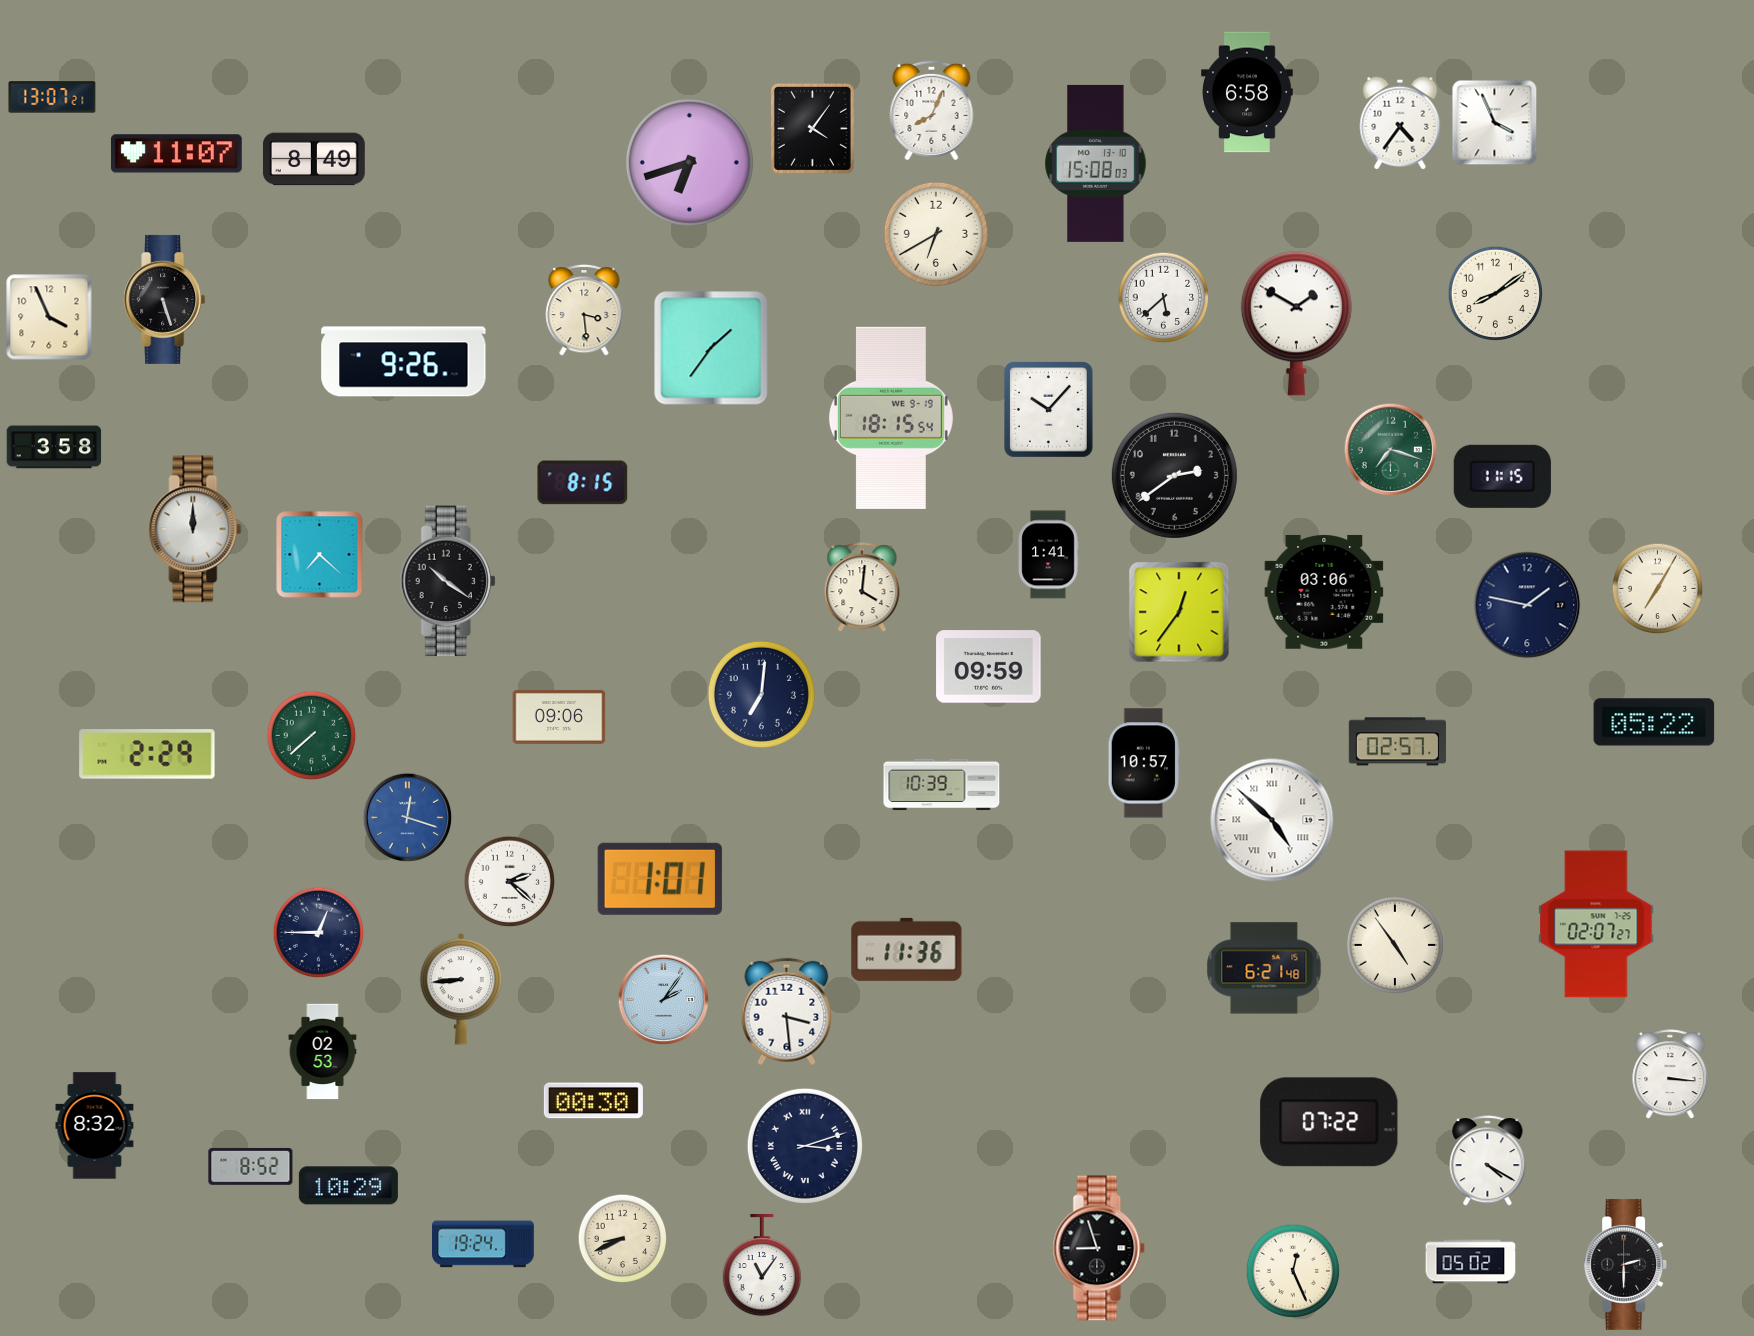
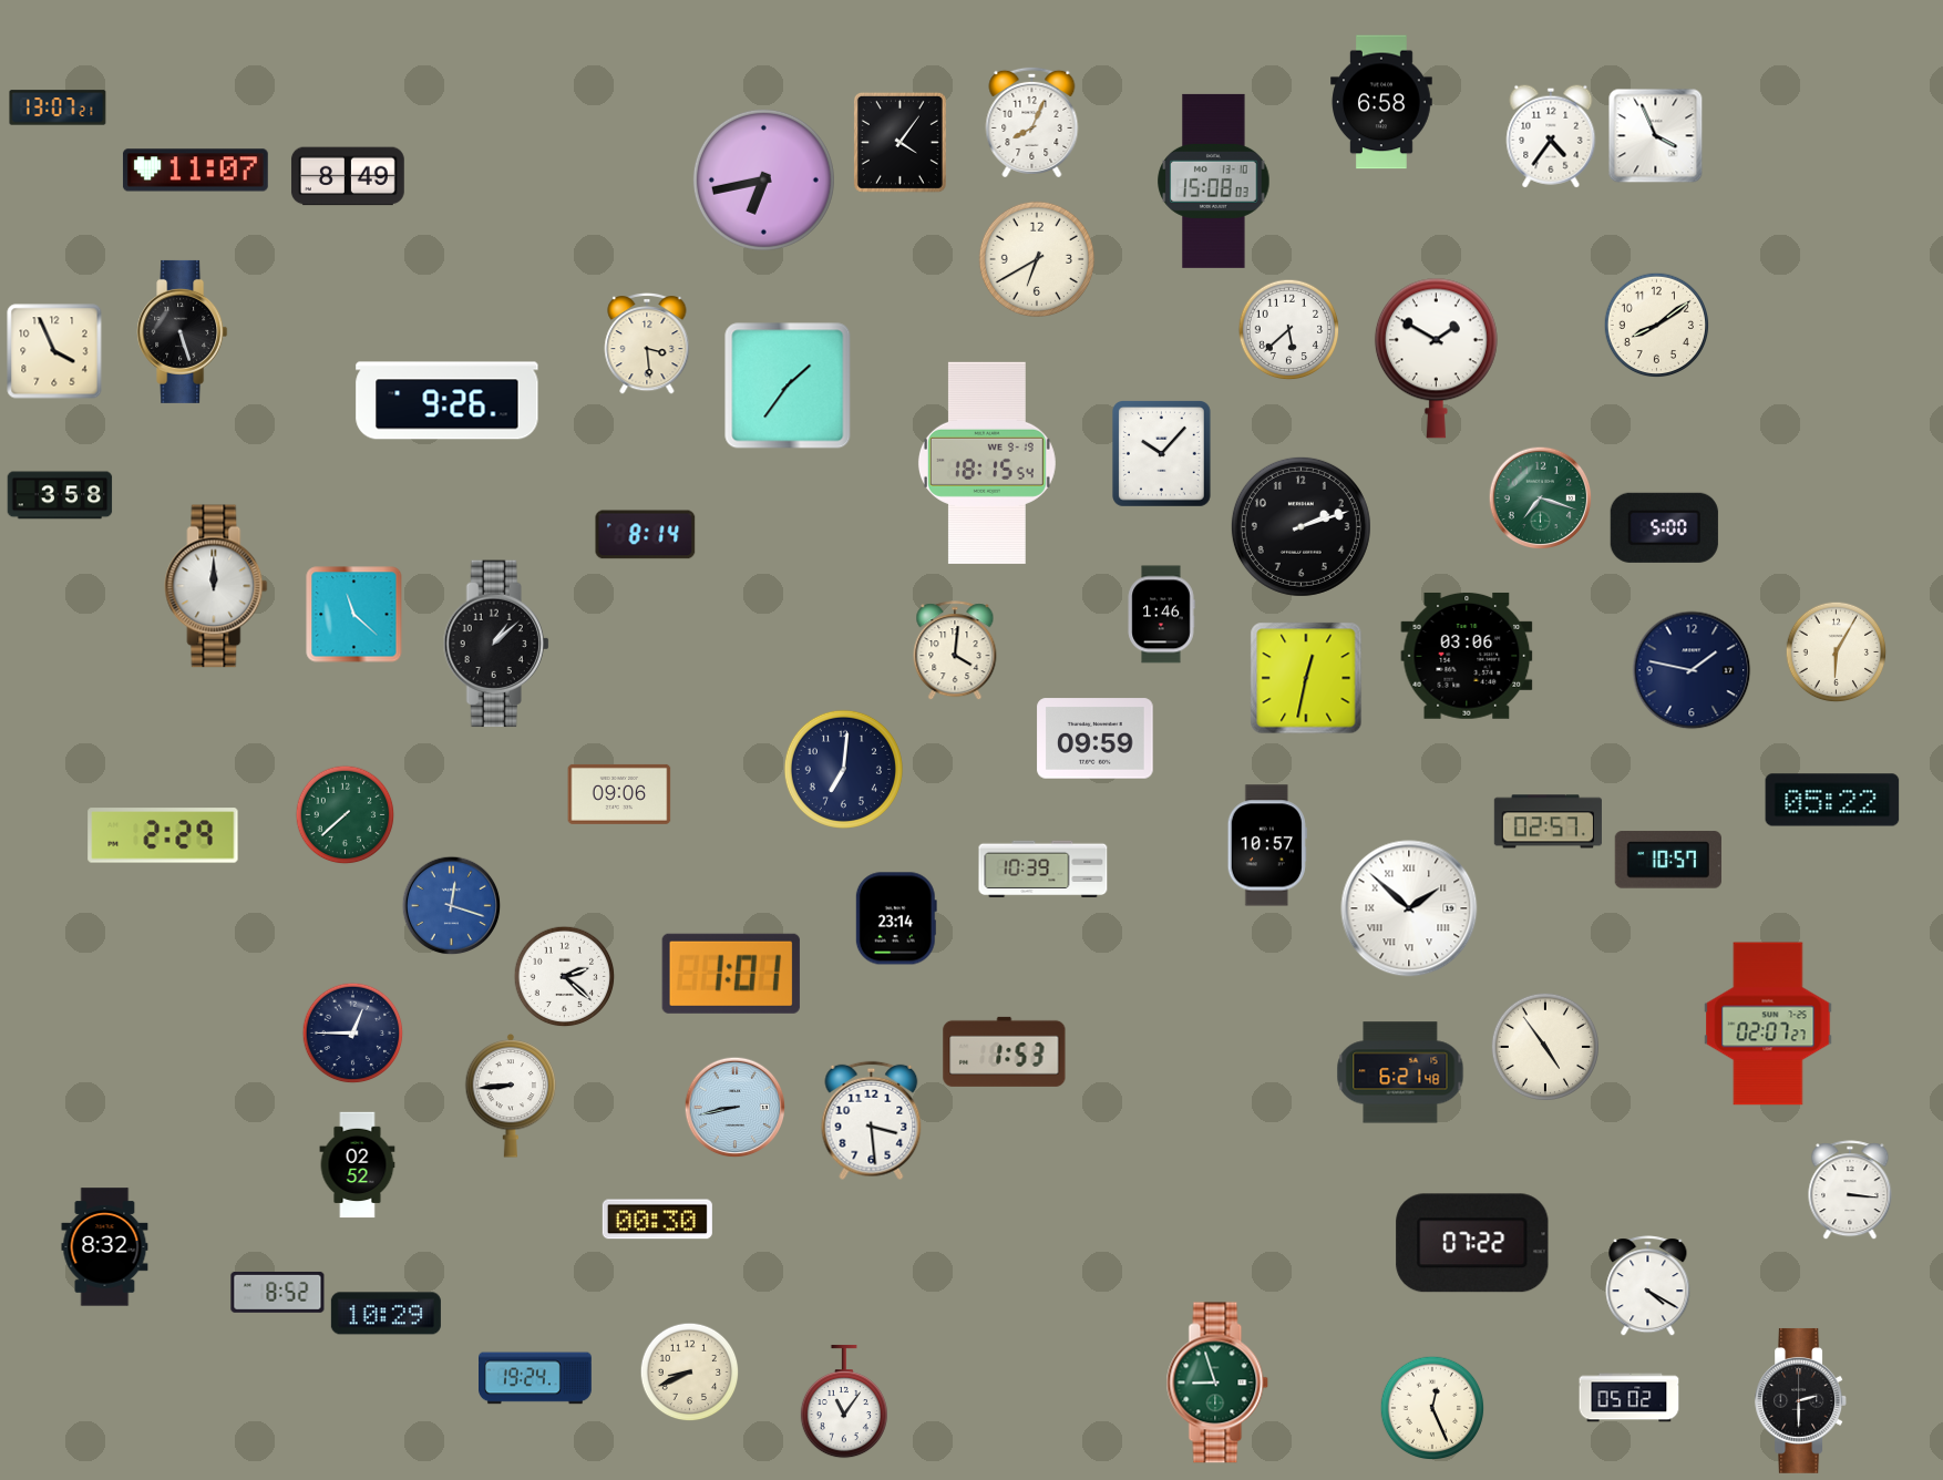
clock at (689, 162): 6:42 -> 6:43
clock at (1174, 475): 2:39 -> 2:12
clock at (1502, 476): 11:15 -> 5:00
clock at (583, 483): 8:15 -> 8:14
clock at (320, 555): 7:22 -> 11:22
clock at (1048, 555): 1:41 -> 1:46
clock at (448, 581): 10:21 -> 1:08
clock at (1658, 589): 7:05 -> 6:05
clock at (1179, 612): 12:36 -> 12:32
clock at (1668, 860): none -> 10:57
clock at (1272, 820): 4:52 -> 1:52
clock at (896, 918): none -> 23:14
clock at (907, 949): 11:36 -> 1:53
clock at (664, 1000): 2:06 -> 8:43
clock at (323, 1052): 02:53 -> 02:52
clock at (805, 1146): 3:12 -> none
clock at (1099, 1248) dial: black -> green
